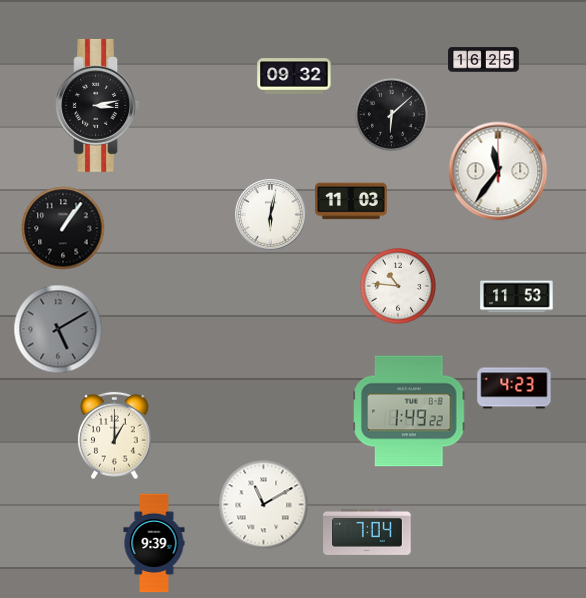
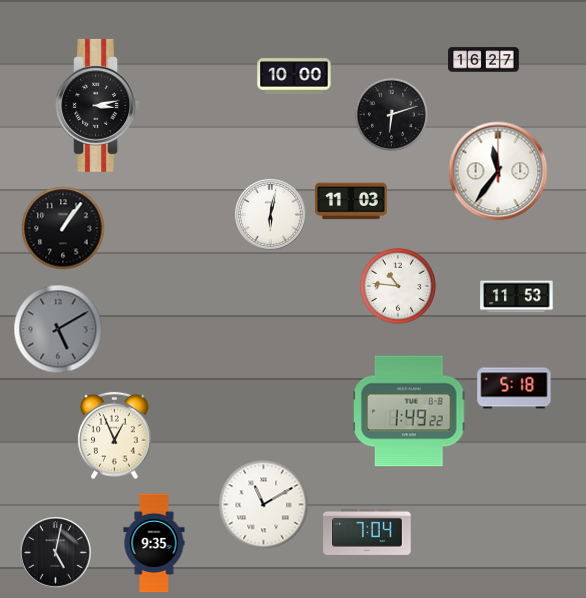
clock at (484, 60): 16:25 -> 16:27
clock at (294, 76): 09:32 -> 10:00
clock at (391, 114): 6:08 -> 6:12
clock at (514, 388): 4:23 -> 5:18
clock at (115, 436): 1:00 -> 12:56
clock at (154, 543): 9:39 -> 9:35
clock at (56, 553): none -> 5:02
